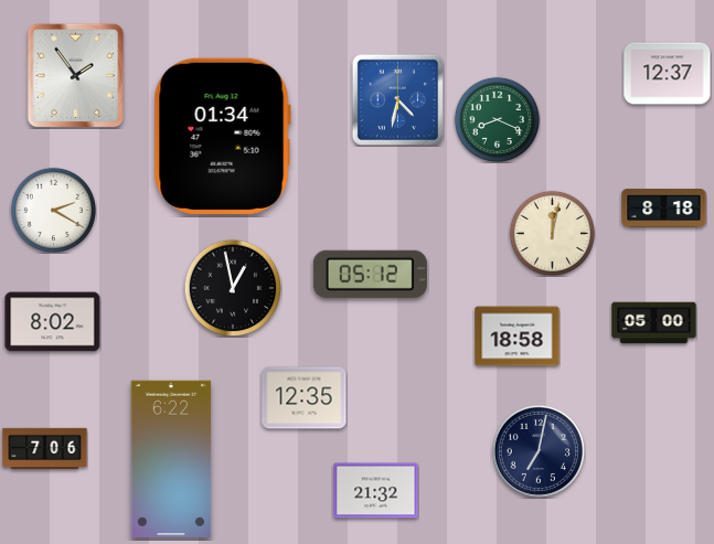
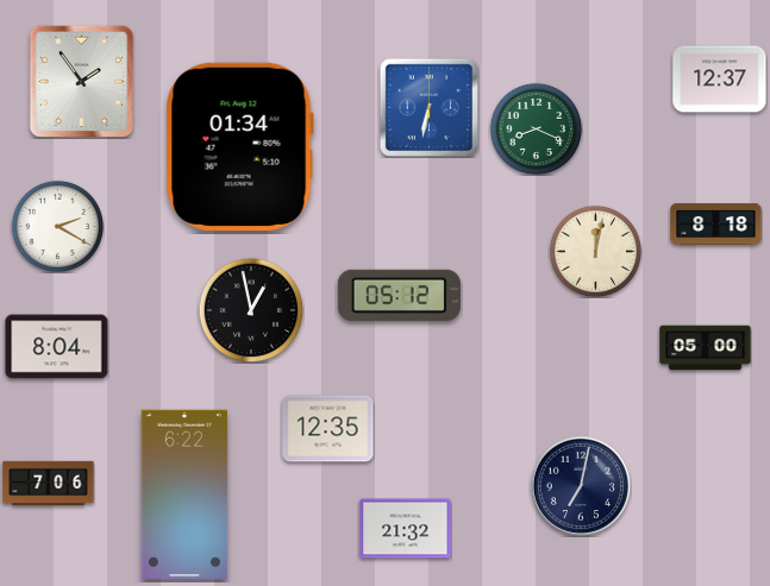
clock at (397, 99): 4:32 -> 6:32
clock at (53, 322): 8:02 -> 8:04
clock at (518, 337): 18:58 -> none
